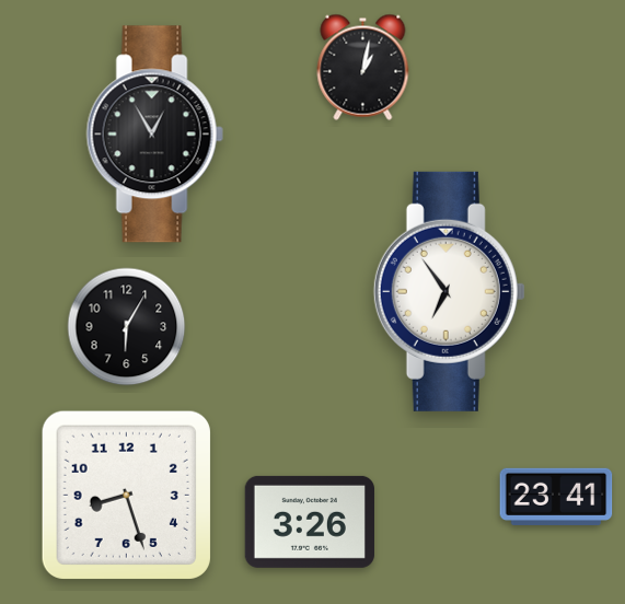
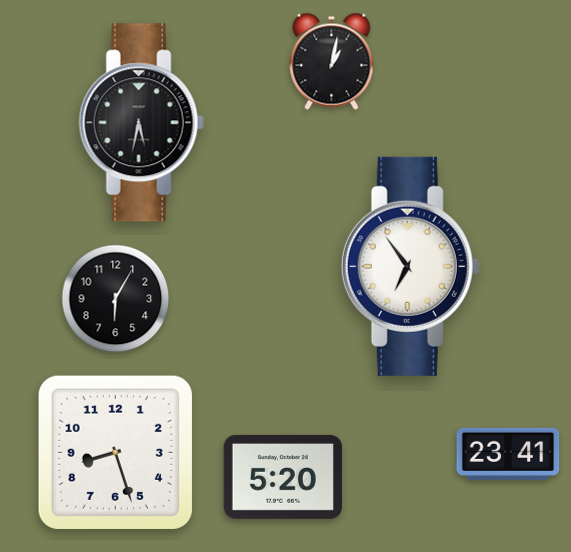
clock at (154, 135): 12:55 -> 5:32
clock at (309, 522): 3:26 -> 5:20
